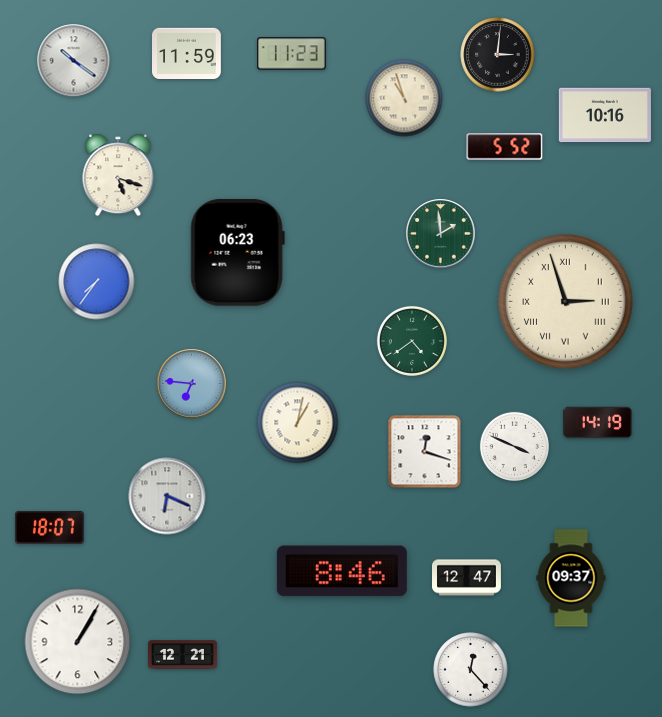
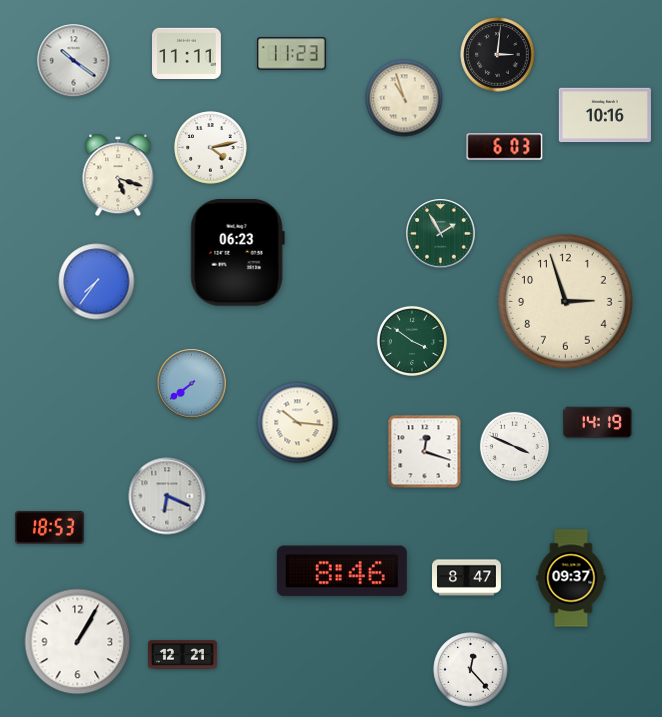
clock at (187, 54): 11:59 -> 11:11
clock at (505, 147): 5:52 -> 6:03
clock at (211, 148): none -> 4:13
clock at (441, 234): 1:59 -> 1:55
clock at (566, 302) numerals: Roman -> Arabic
clock at (412, 341): 4:39 -> 3:51
clock at (192, 384): 6:46 -> 7:39
clock at (298, 423): 1:02 -> 10:16
clock at (49, 527): 18:07 -> 18:53
clock at (467, 578): 12:47 -> 8:47
